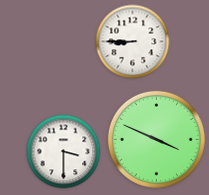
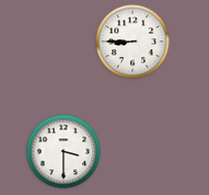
clock at (156, 139): 3:49 -> none
